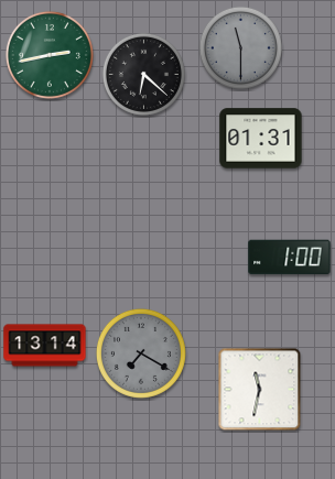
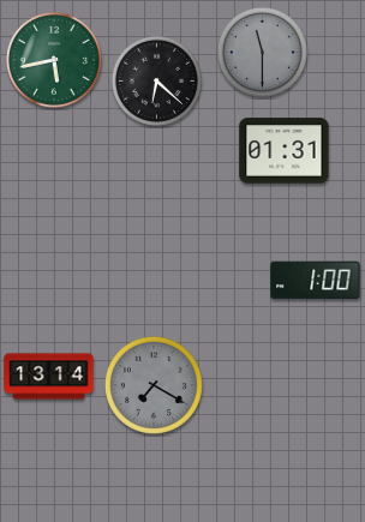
clock at (50, 55): 2:43 -> 5:43
clock at (260, 390): 11:32 -> none
